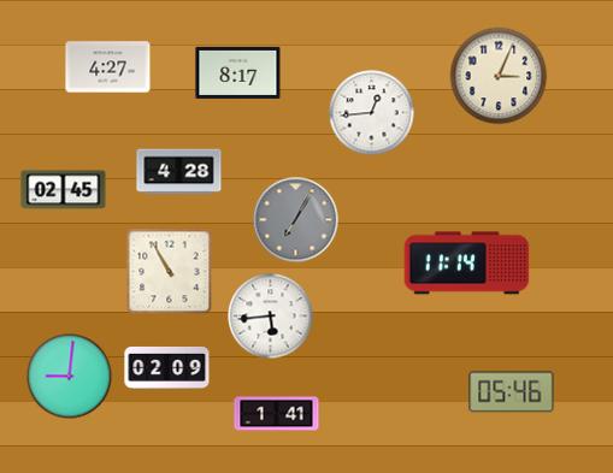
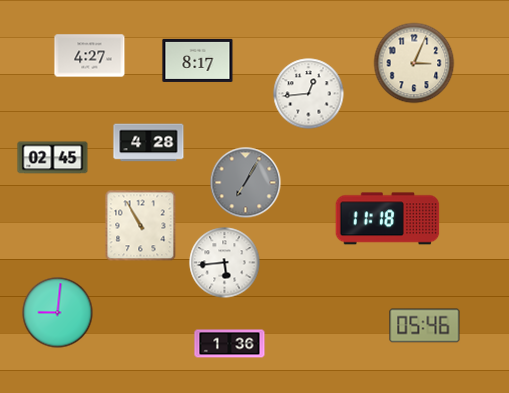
clock at (467, 264): 11:14 -> 11:18
clock at (167, 367): 02:09 -> none
clock at (277, 414): 1:41 -> 1:36
